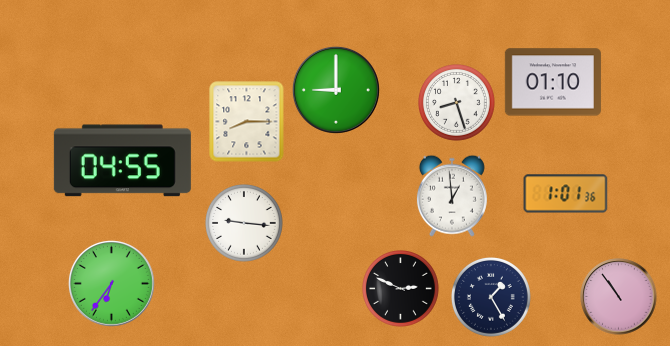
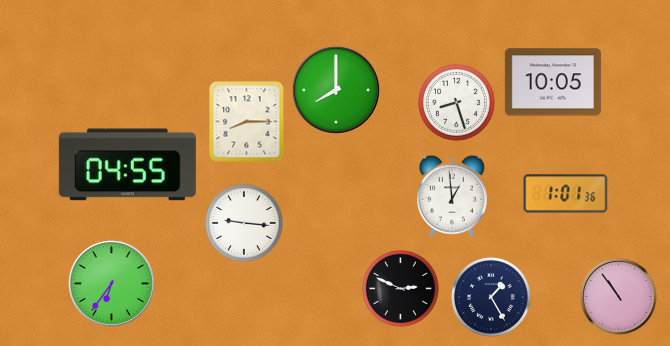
clock at (553, 82): 01:10 -> 10:05
clock at (336, 90): 9:00 -> 8:00
clock at (122, 161) position: (122, 161) -> (127, 165)
